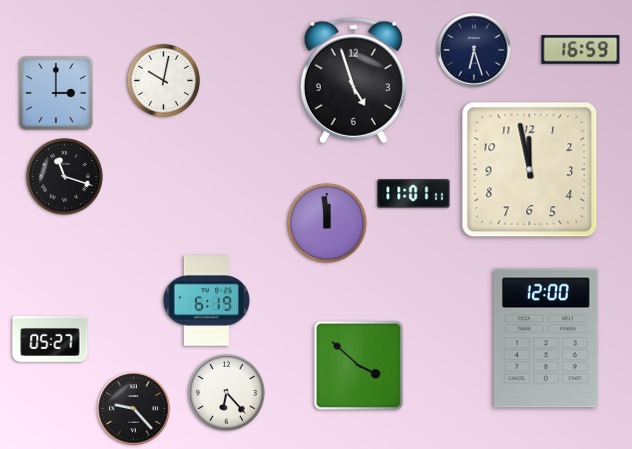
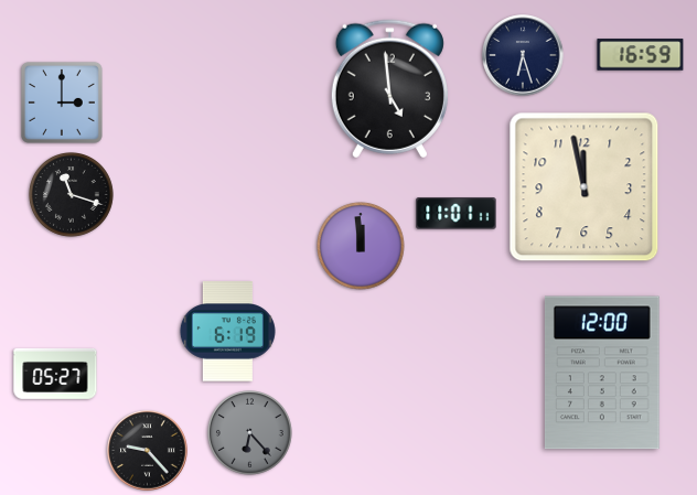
clock at (163, 80): 10:02 -> none
clock at (353, 81): 4:57 -> 4:59
clock at (359, 366): 3:52 -> none
clock at (227, 393) dial: white -> grey
